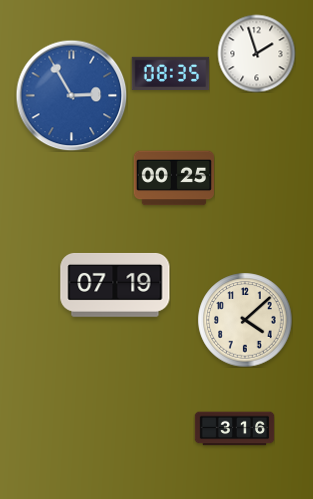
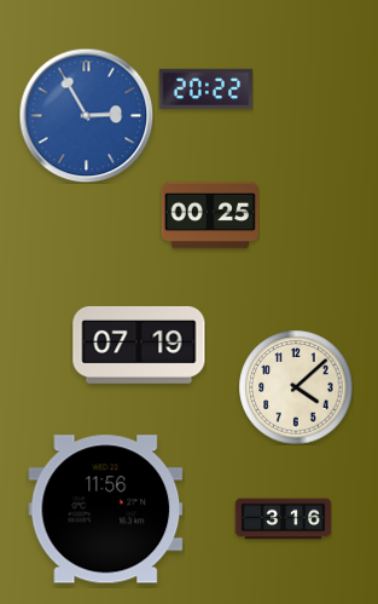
clock at (256, 53): 1:57 -> none
clock at (170, 74): 08:35 -> 20:22
clock at (106, 510): none -> 11:56
